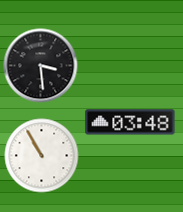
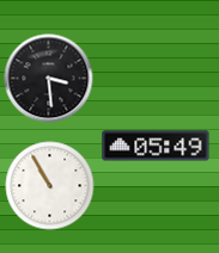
clock at (130, 122): 03:48 -> 05:49
